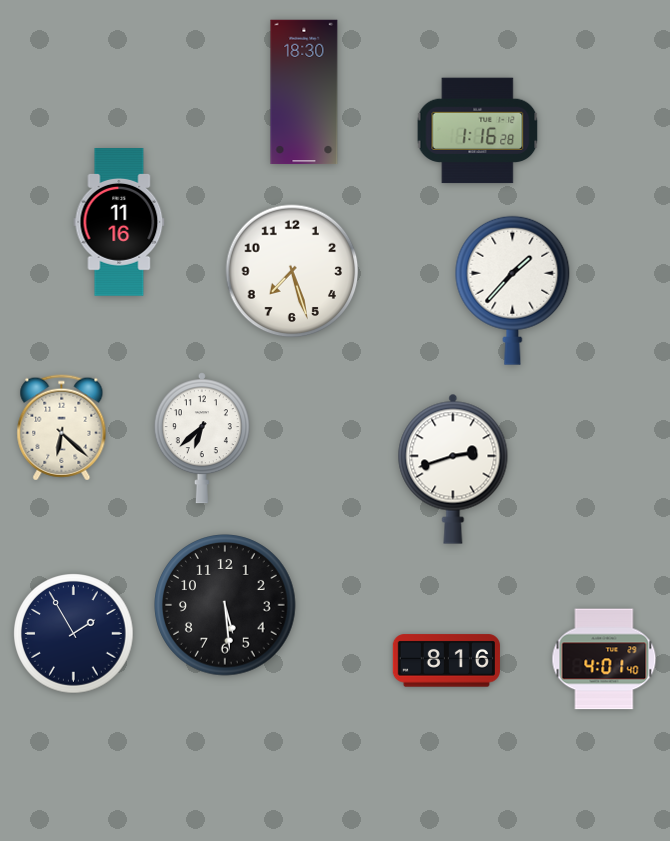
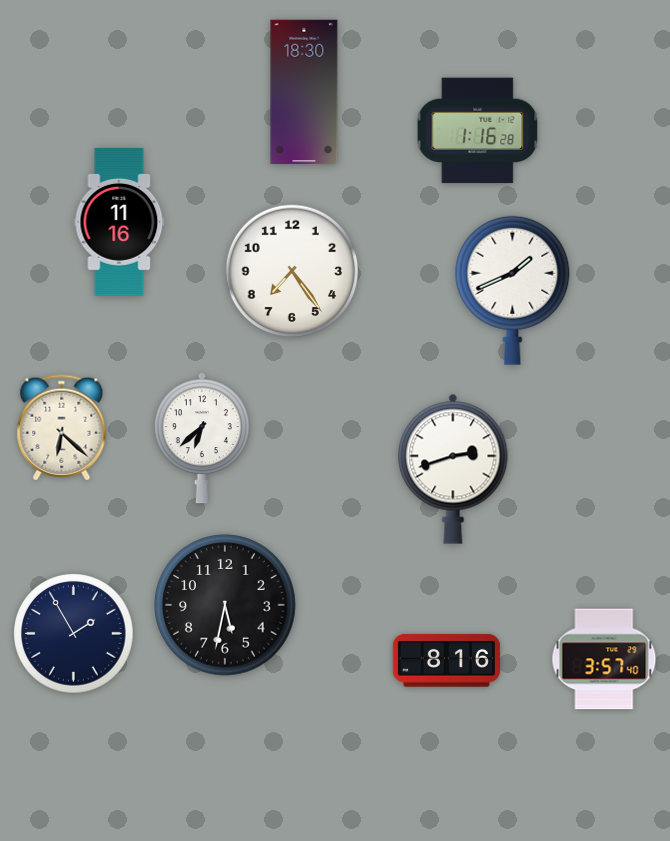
clock at (292, 271): 7:27 -> 7:24
clock at (513, 290): 1:37 -> 1:41
clock at (225, 605): 5:29 -> 5:32
clock at (604, 659): 4:01 -> 3:57
